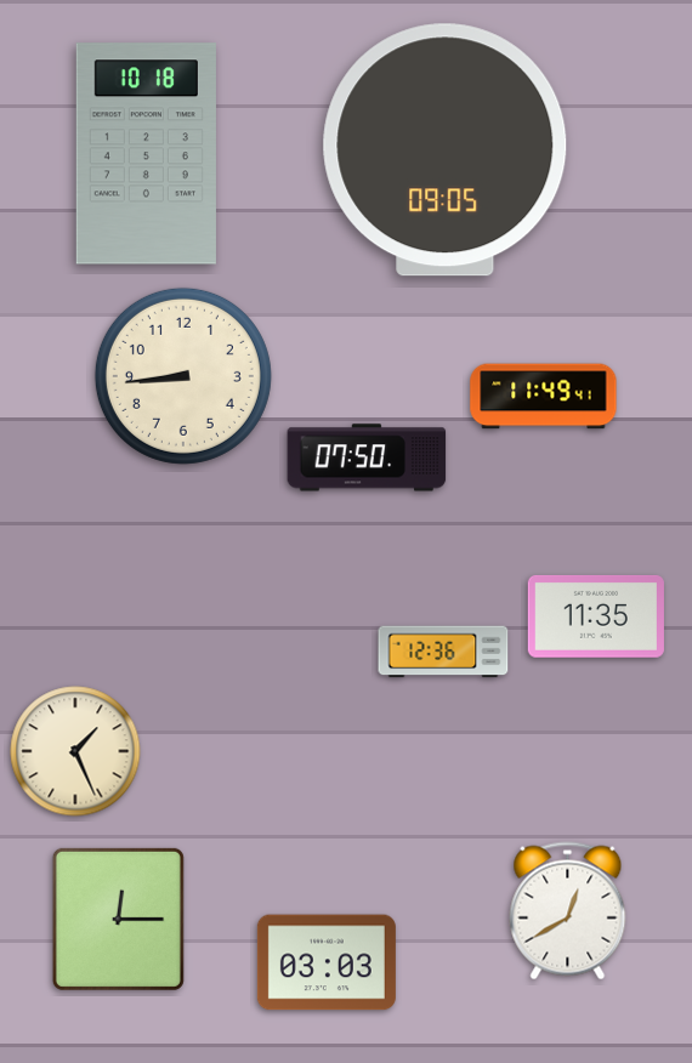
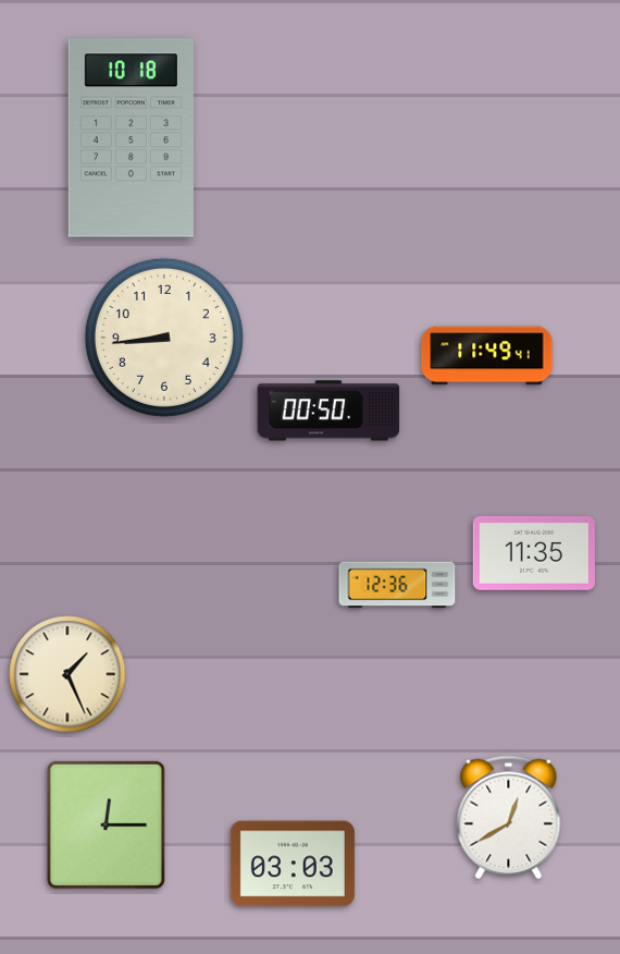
clock at (446, 150): 09:05 -> none
clock at (367, 457): 07:50 -> 00:50
